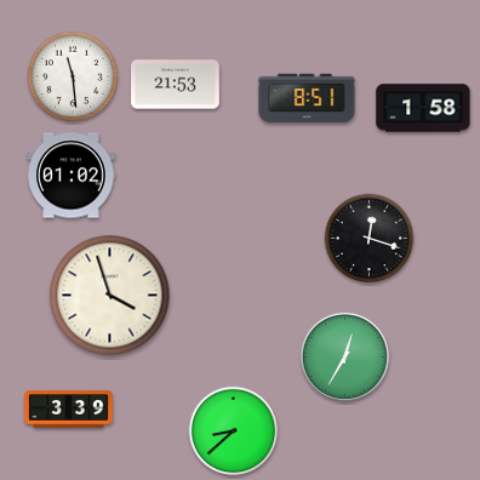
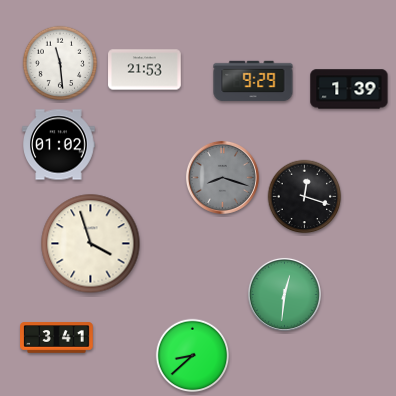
clock at (307, 98): 8:51 -> 9:29
clock at (423, 108): 1:58 -> 1:39
clock at (222, 177): none -> 8:18
clock at (344, 356): 12:35 -> 12:31
clock at (69, 410): 3:39 -> 3:41
